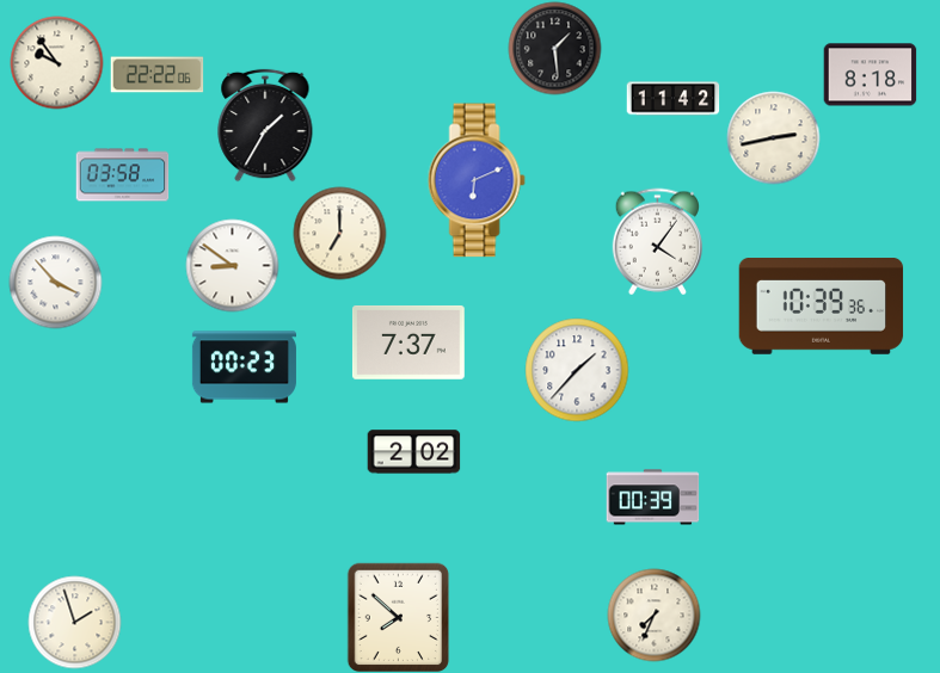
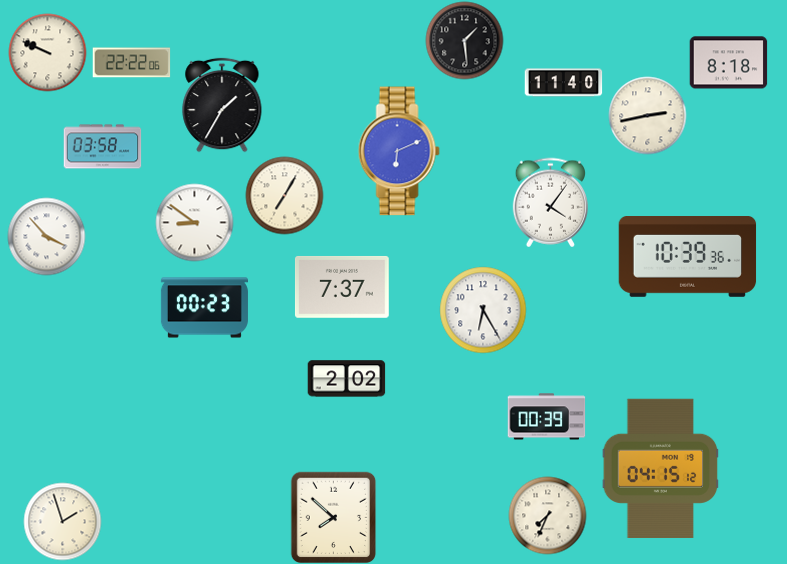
clock at (56, 62): 9:54 -> 9:49
clock at (672, 99): 11:42 -> 11:40
clock at (339, 233): 7:00 -> 7:05
clock at (577, 370): 1:37 -> 6:25
clock at (661, 468): none -> 04:15
